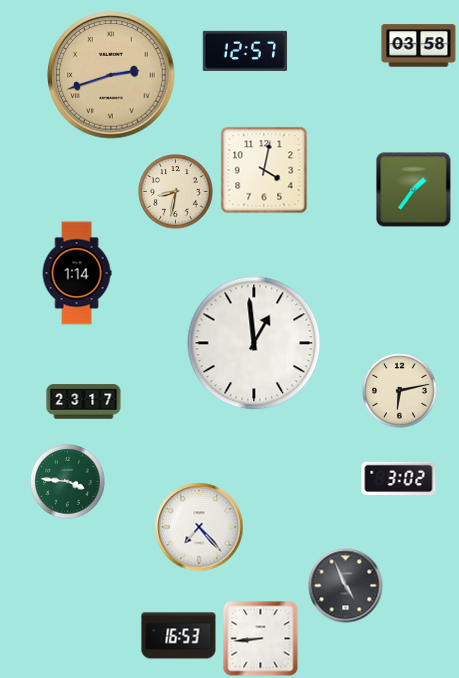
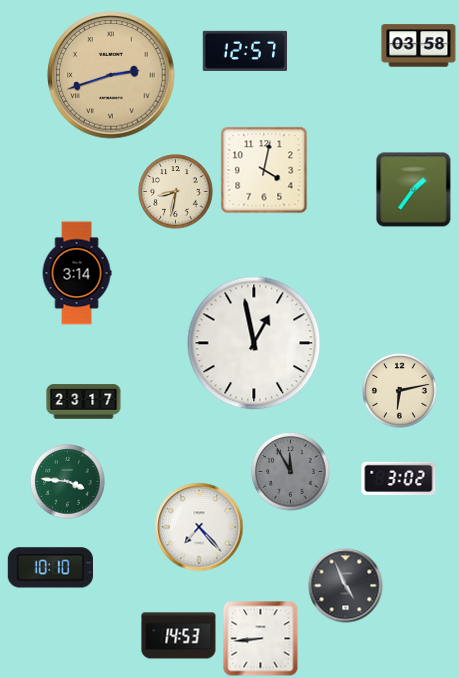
clock at (77, 273): 1:14 -> 3:14
clock at (254, 343): 12:59 -> 12:58
clock at (291, 472): none -> 11:55
clock at (50, 568): none -> 10:10
clock at (179, 636): 16:53 -> 14:53
